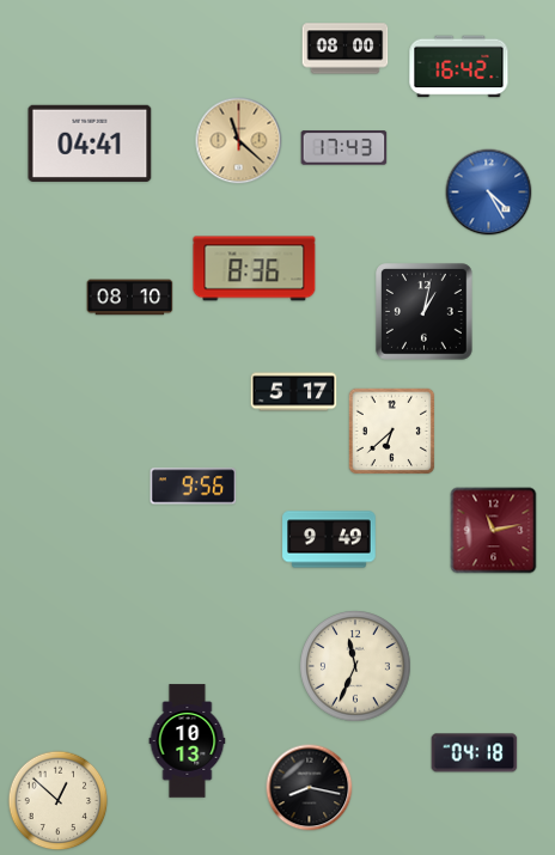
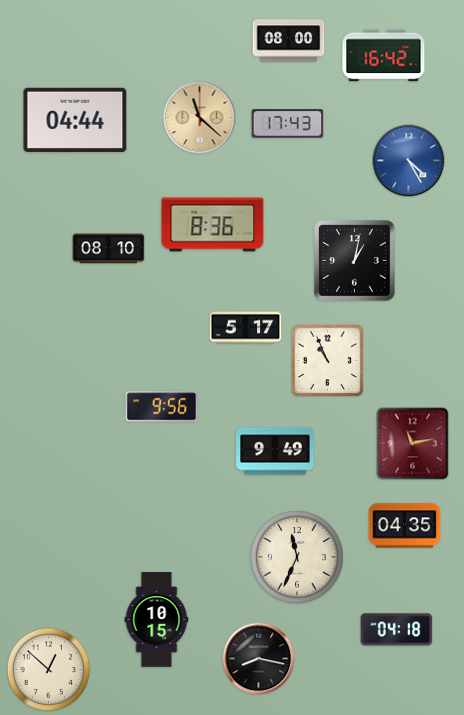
clock at (90, 143): 04:41 -> 04:44
clock at (392, 432): 6:38 -> 10:56
clock at (405, 526): none -> 04:35
clock at (188, 741): 10:13 -> 10:15
